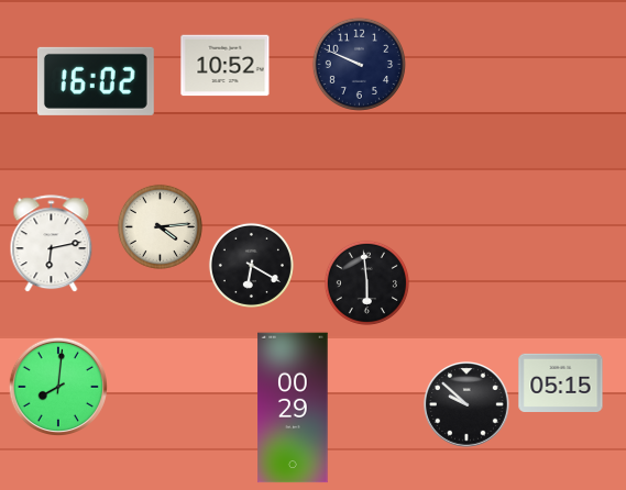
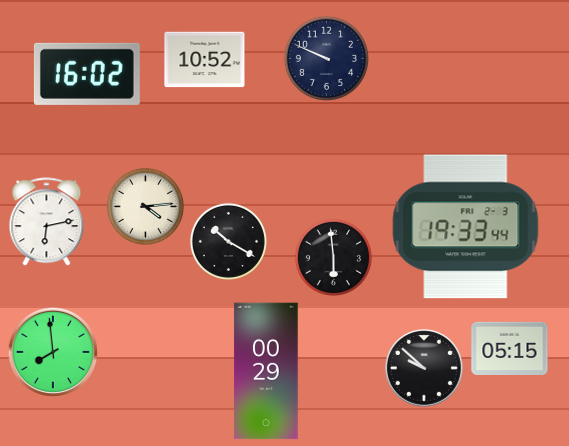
clock at (466, 227): none -> 19:33
clock at (251, 265): 6:20 -> 10:20
clock at (57, 386): 8:01 -> 7:59
